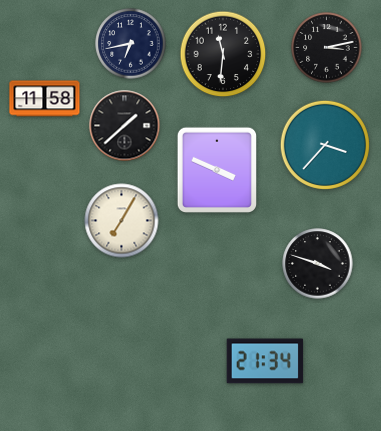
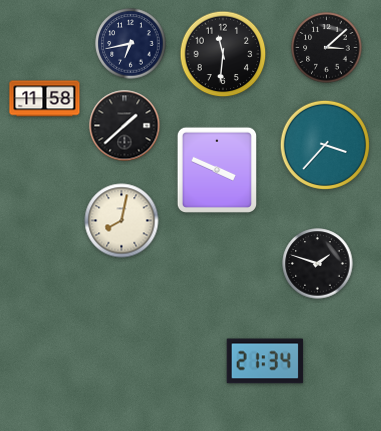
clock at (327, 48): 3:13 -> 3:08
clock at (122, 221): 7:05 -> 8:02
clock at (318, 264): 3:48 -> 1:48
